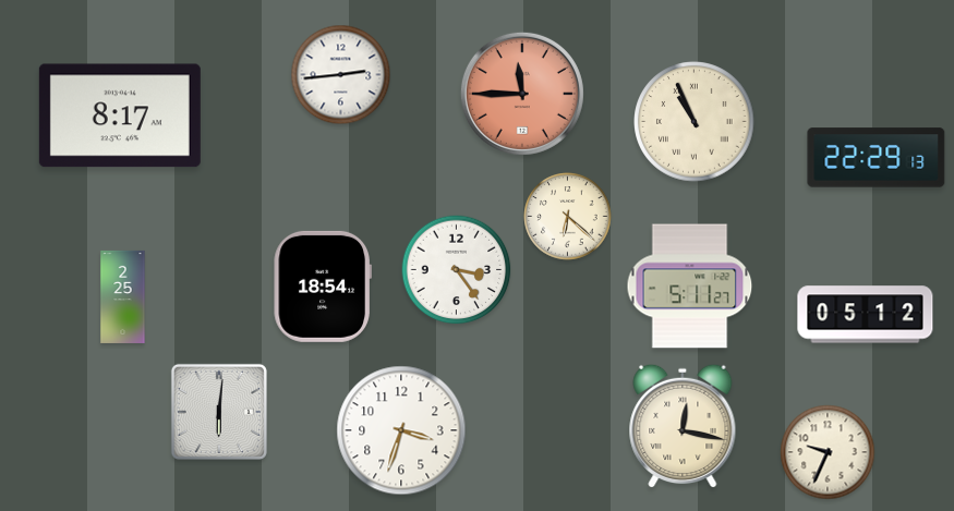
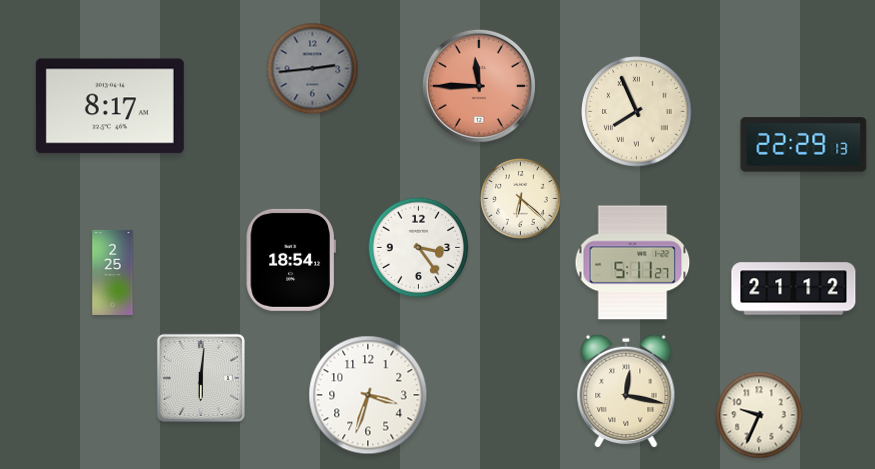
clock at (341, 75) dial: white -> grey
clock at (695, 122): 10:56 -> 7:56
clock at (323, 287) position: (323, 287) -> (291, 260)
clock at (866, 315): 05:12 -> 21:12
